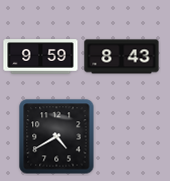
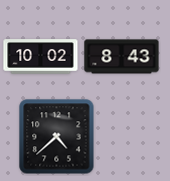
clock at (41, 57): 9:59 -> 10:02
clock at (57, 137): 4:40 -> 4:38
